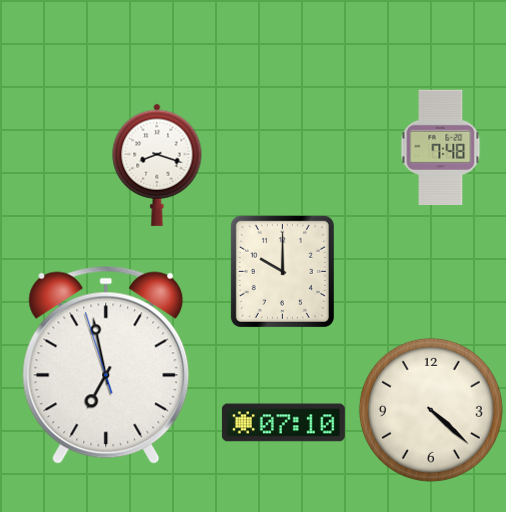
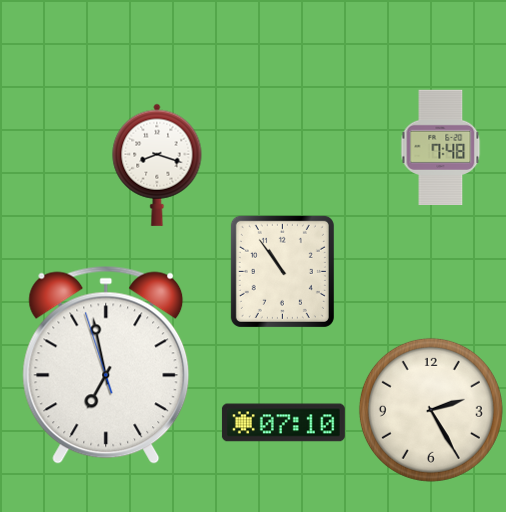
clock at (282, 271): 10:00 -> 10:54
clock at (431, 410): 4:22 -> 2:25
